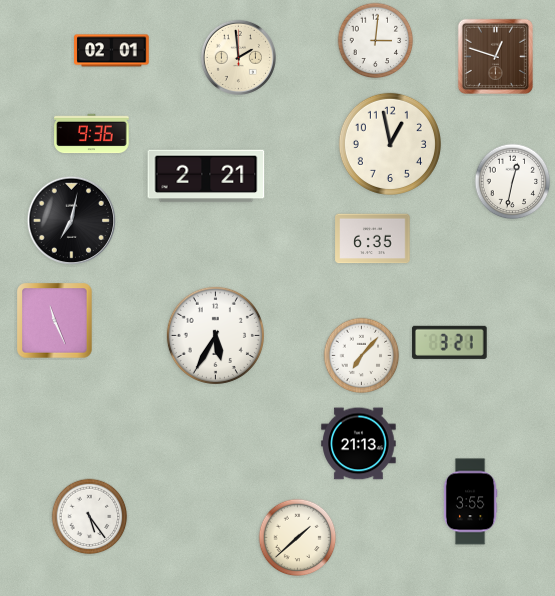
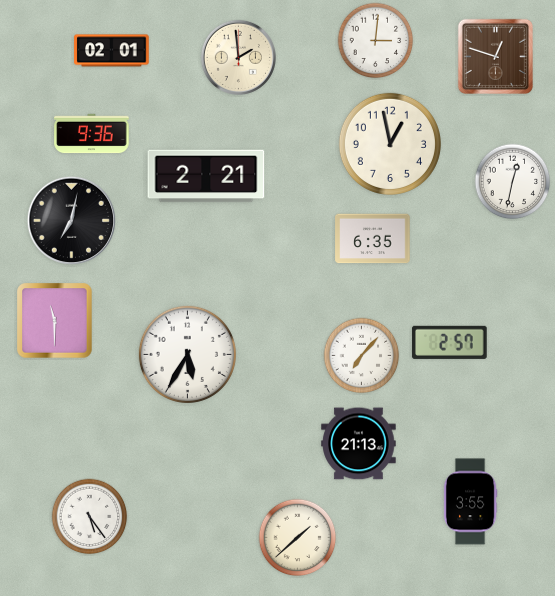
clock at (55, 321): 11:26 -> 11:30
clock at (215, 335) position: (215, 335) -> (187, 354)
clock at (450, 342): 3:21 -> 2:57
